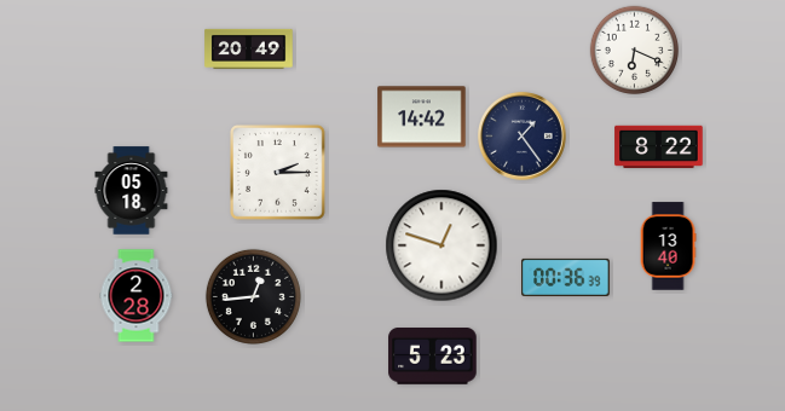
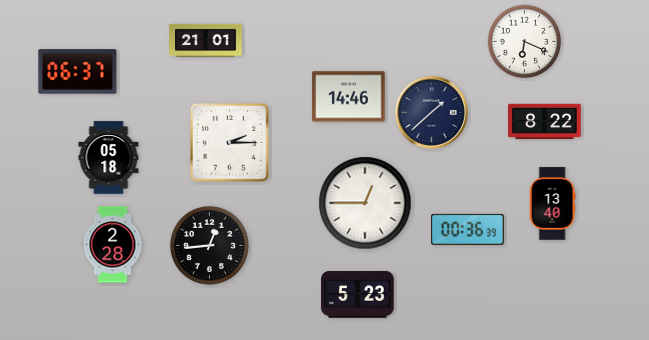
clock at (249, 48): 20:49 -> 21:01
clock at (78, 72): none -> 06:37
clock at (422, 117): 14:42 -> 14:46
clock at (523, 137): 1:24 -> 1:38
clock at (441, 245): 12:48 -> 12:45
